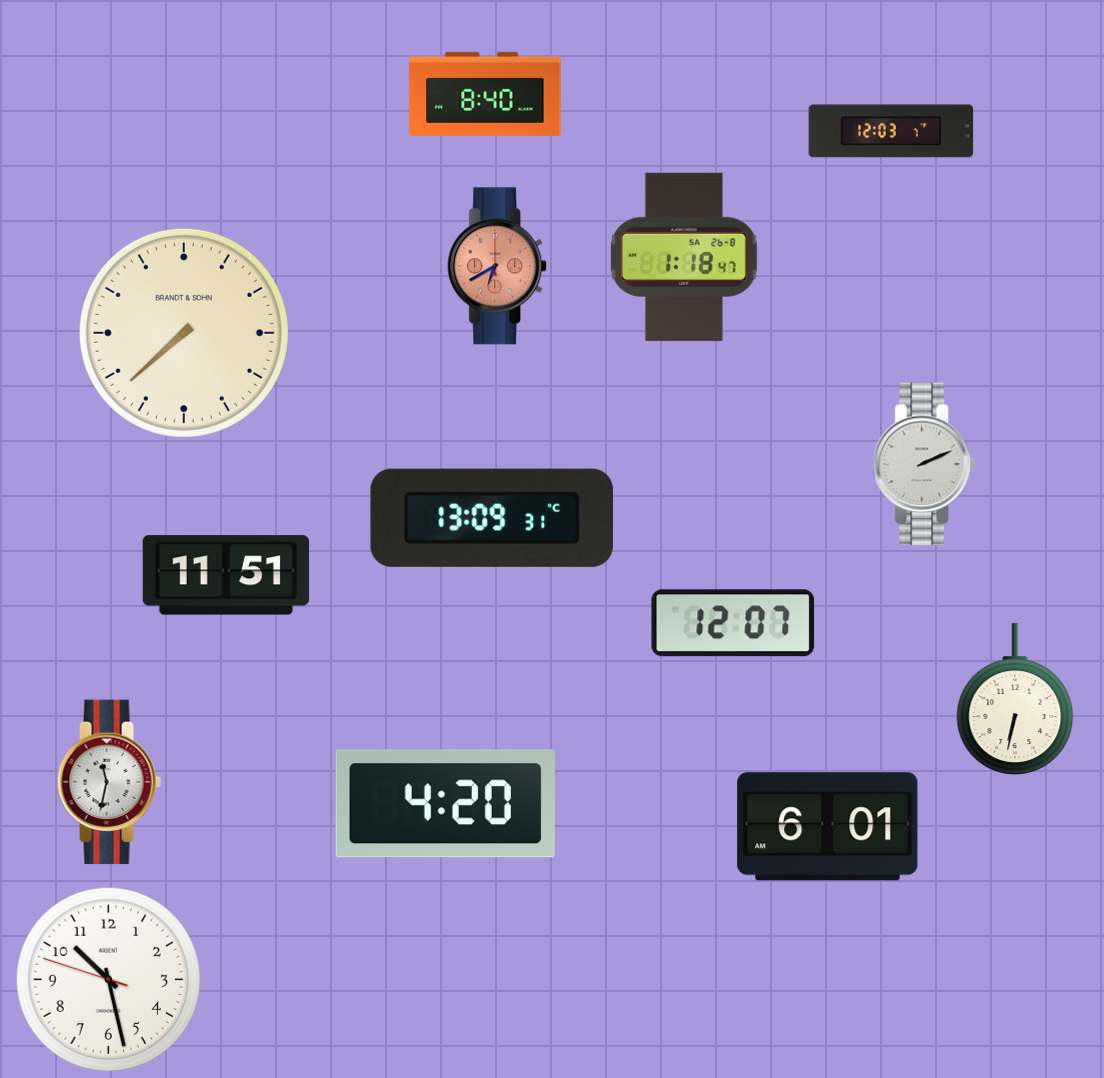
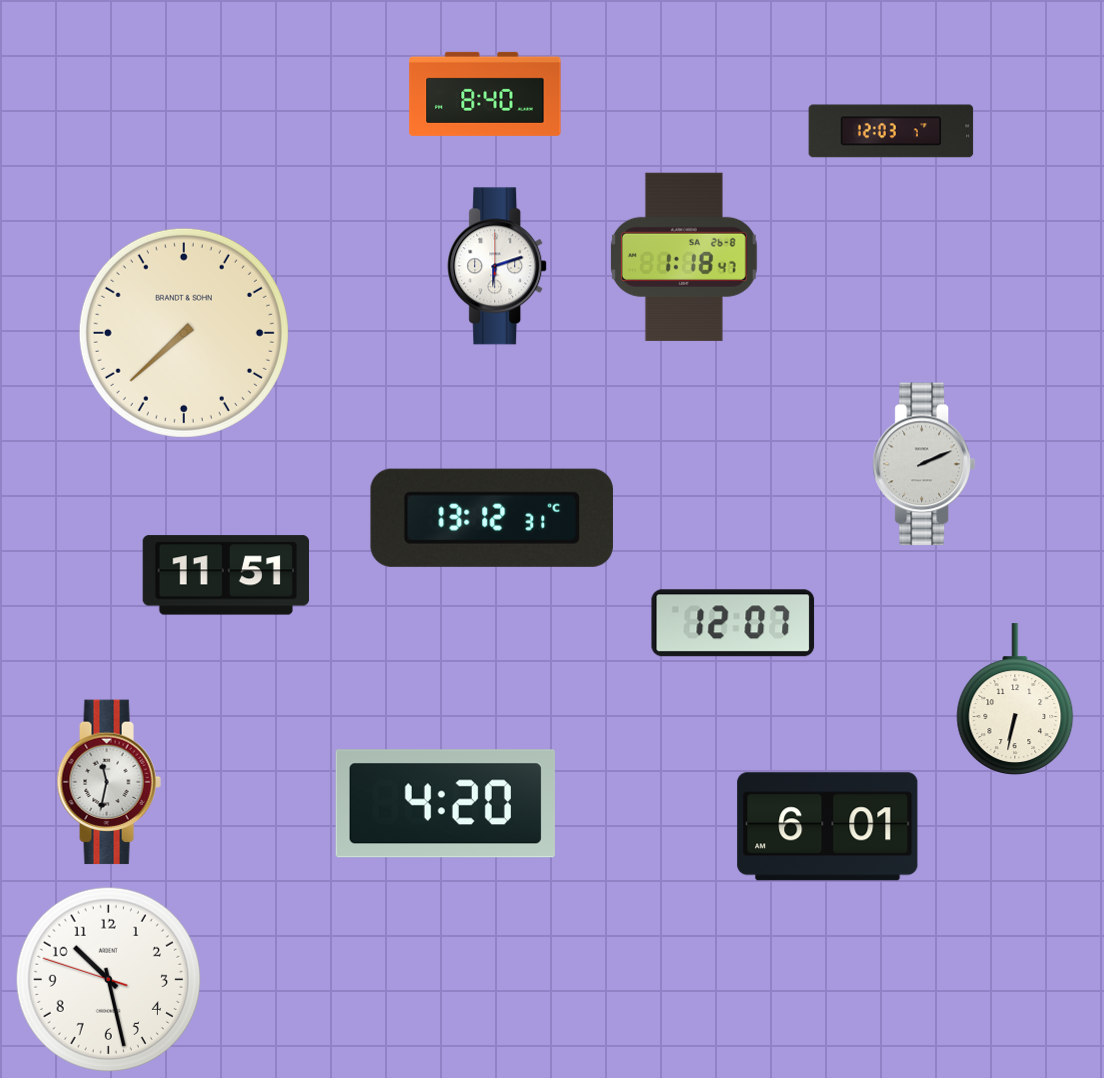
clock at (498, 266): 6:40 -> 6:12
clock at (498, 266) dial: salmon -> white
clock at (492, 518): 13:09 -> 13:12
